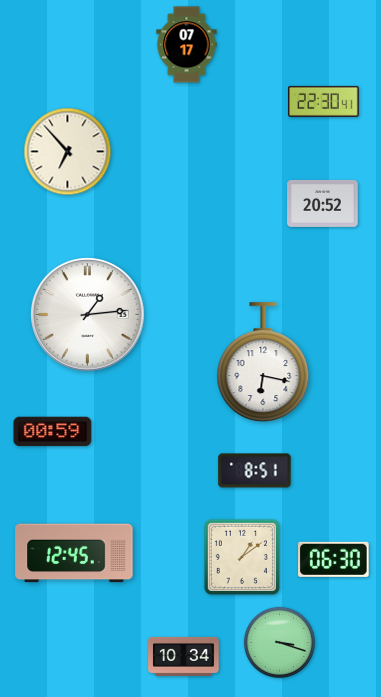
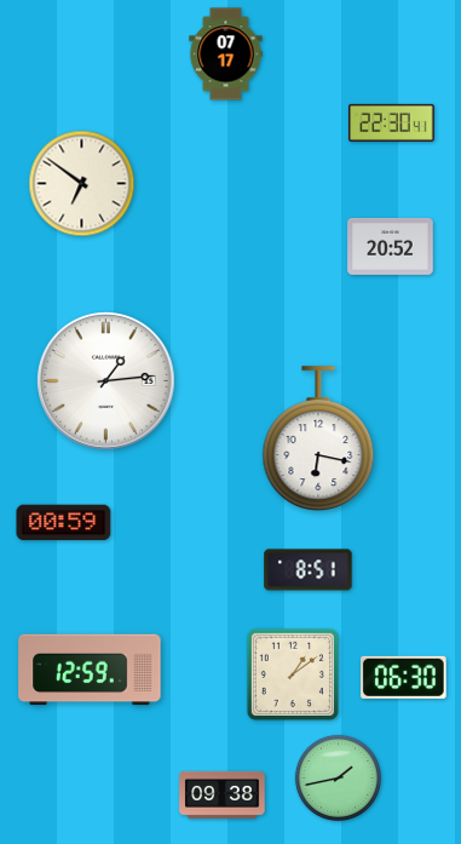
clock at (68, 152): 6:53 -> 6:51
clock at (74, 553): 12:45 -> 12:59
clock at (279, 642): 3:18 -> 1:43
clock at (184, 656): 10:34 -> 09:38
